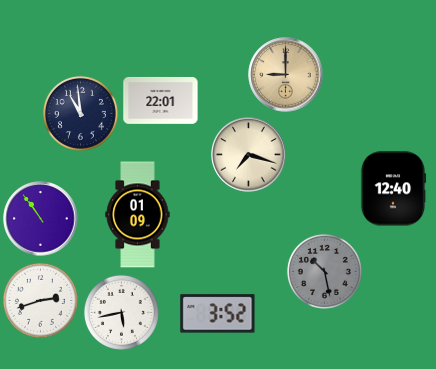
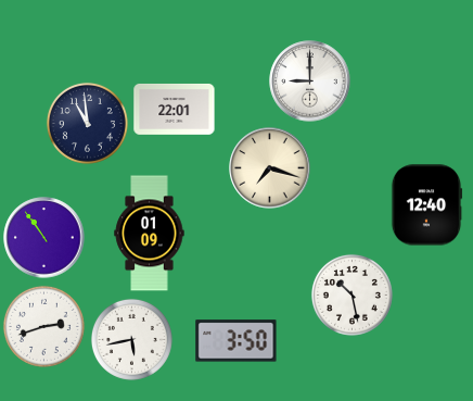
clock at (286, 75) dial: champagne -> white
clock at (324, 271) dial: grey -> white
clock at (218, 314): 3:52 -> 3:50
